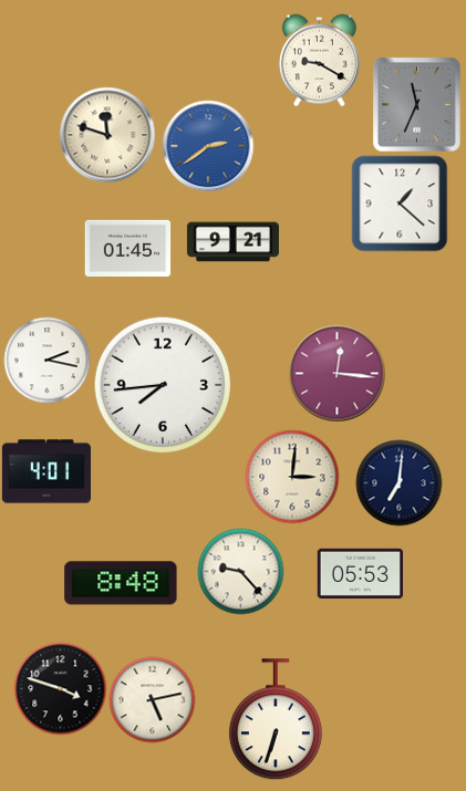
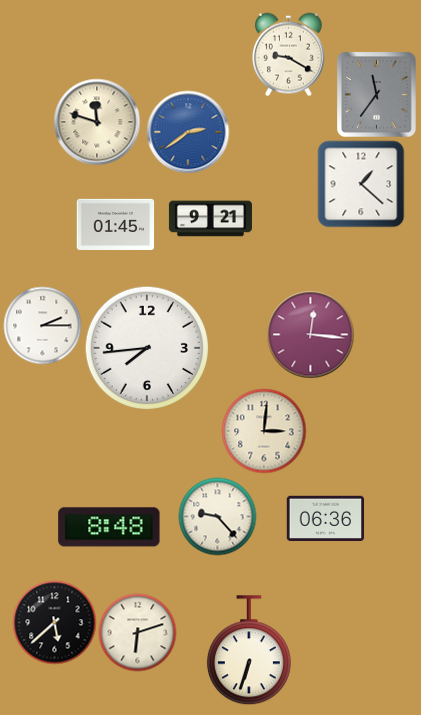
clock at (417, 104): 11:34 -> 11:36
clock at (46, 360): 2:17 -> 2:15
clock at (336, 373) position: (336, 373) -> (310, 334)
clock at (45, 471): 4:01 -> none
clock at (398, 482): 7:01 -> none
clock at (360, 574): 05:53 -> 06:36
clock at (60, 688): 3:48 -> 5:38
clock at (152, 699): 5:13 -> 6:12
